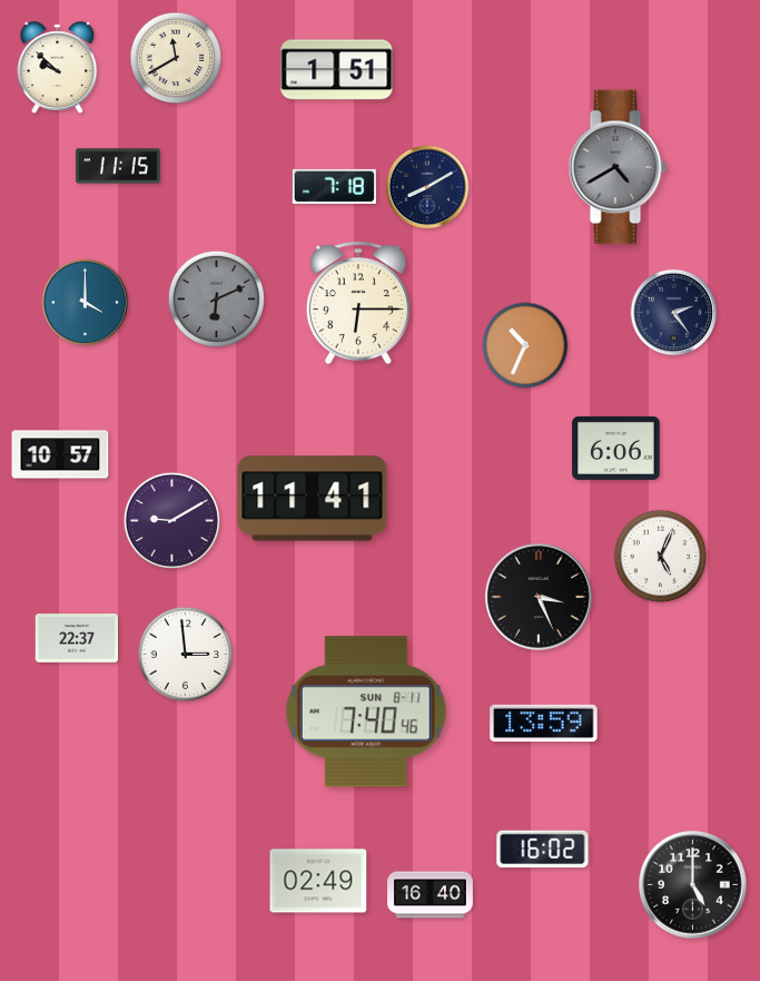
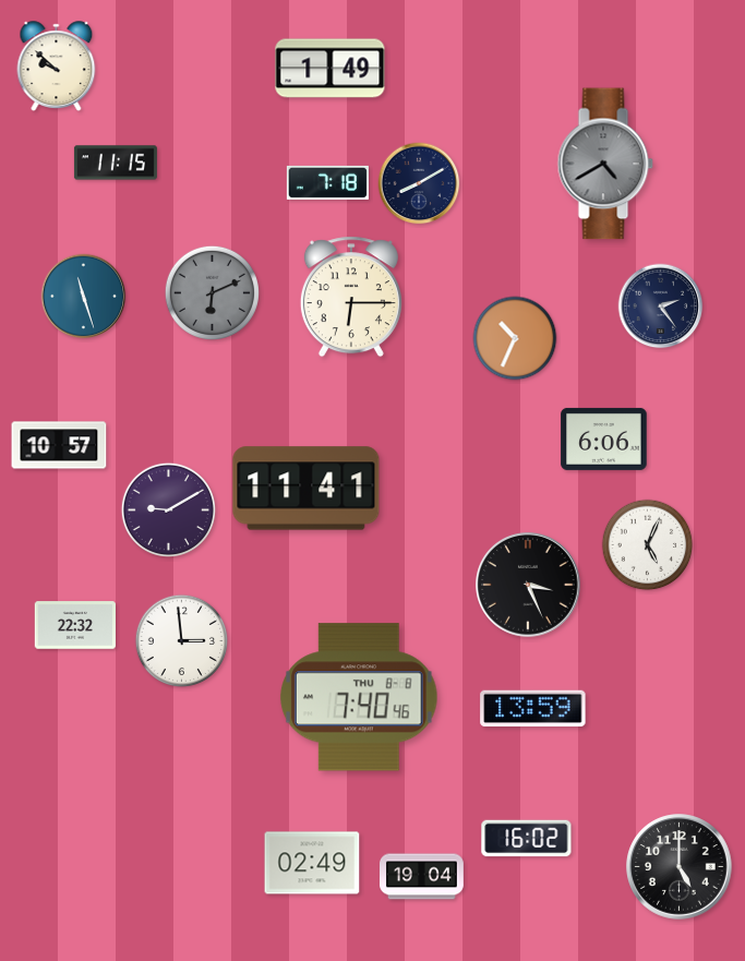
clock at (176, 58): 11:40 -> none
clock at (337, 70): 1:51 -> 1:49
clock at (86, 303): 4:00 -> 11:27
clock at (76, 638): 22:37 -> 22:32
clock at (366, 712) date: SUN 8-11 -> THU 8-8
clock at (543, 850) position: (543, 850) -> (527, 839)
clock at (431, 895): 16:40 -> 19:04
